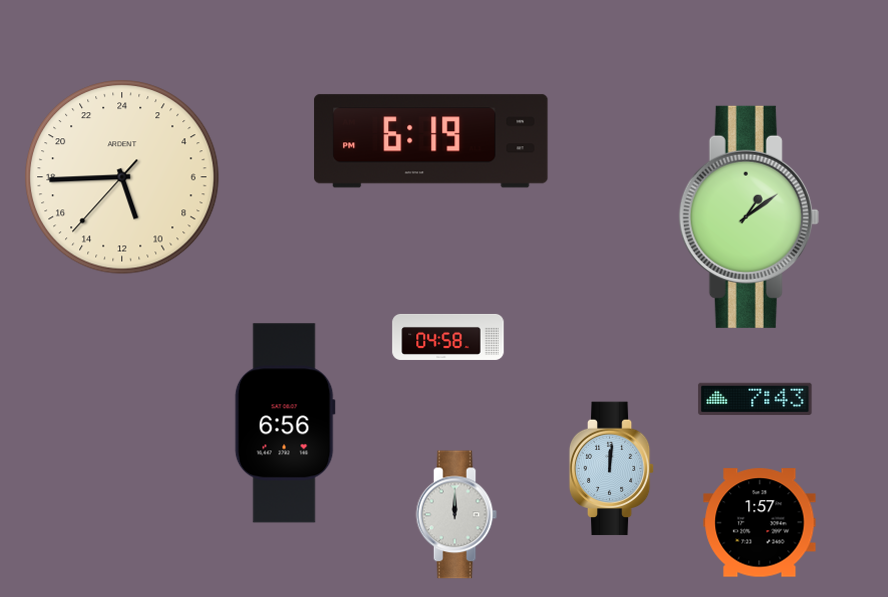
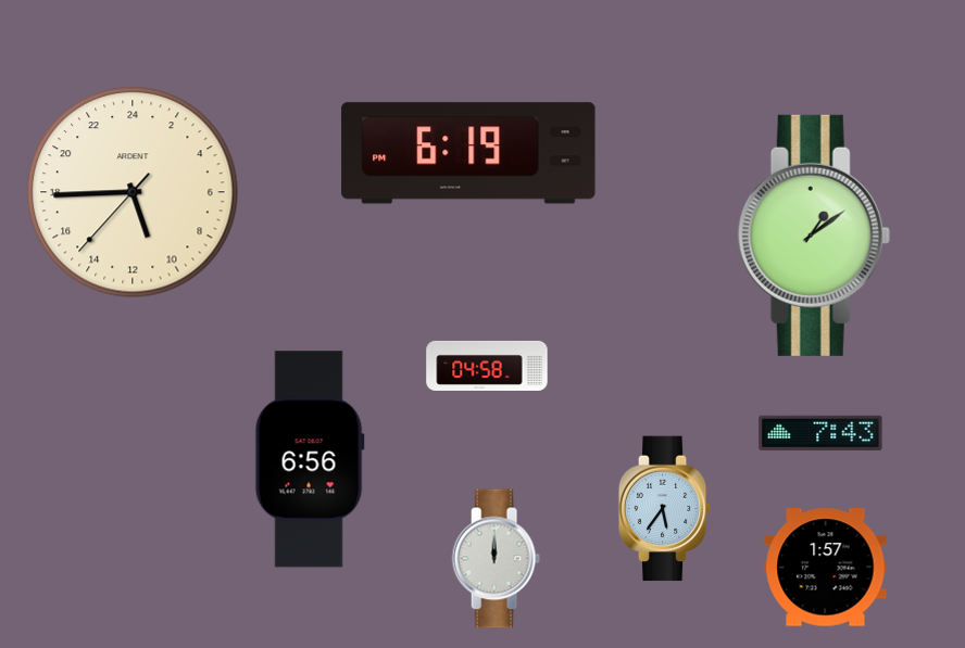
clock at (612, 469): 12:01 -> 5:36
